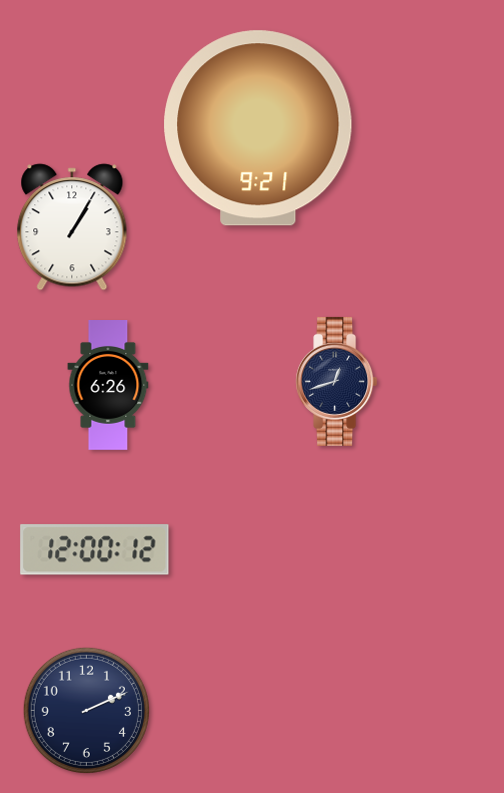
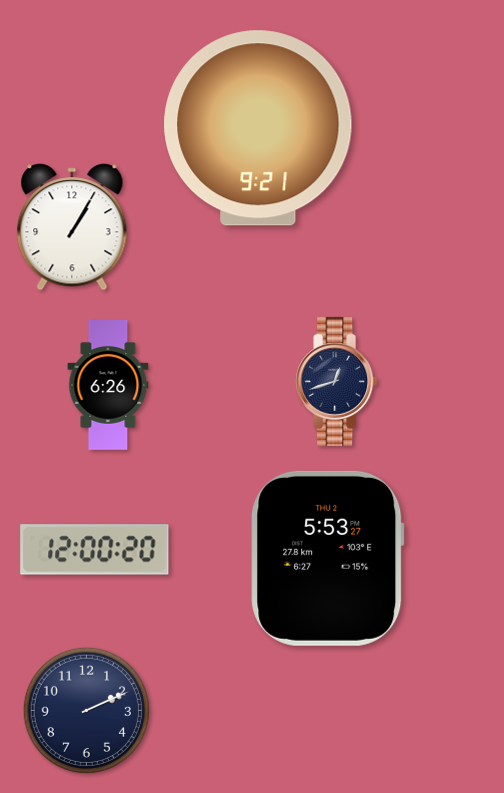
clock at (95, 550): 12:00:12 -> 12:00:20
clock at (328, 558): none -> 5:53
